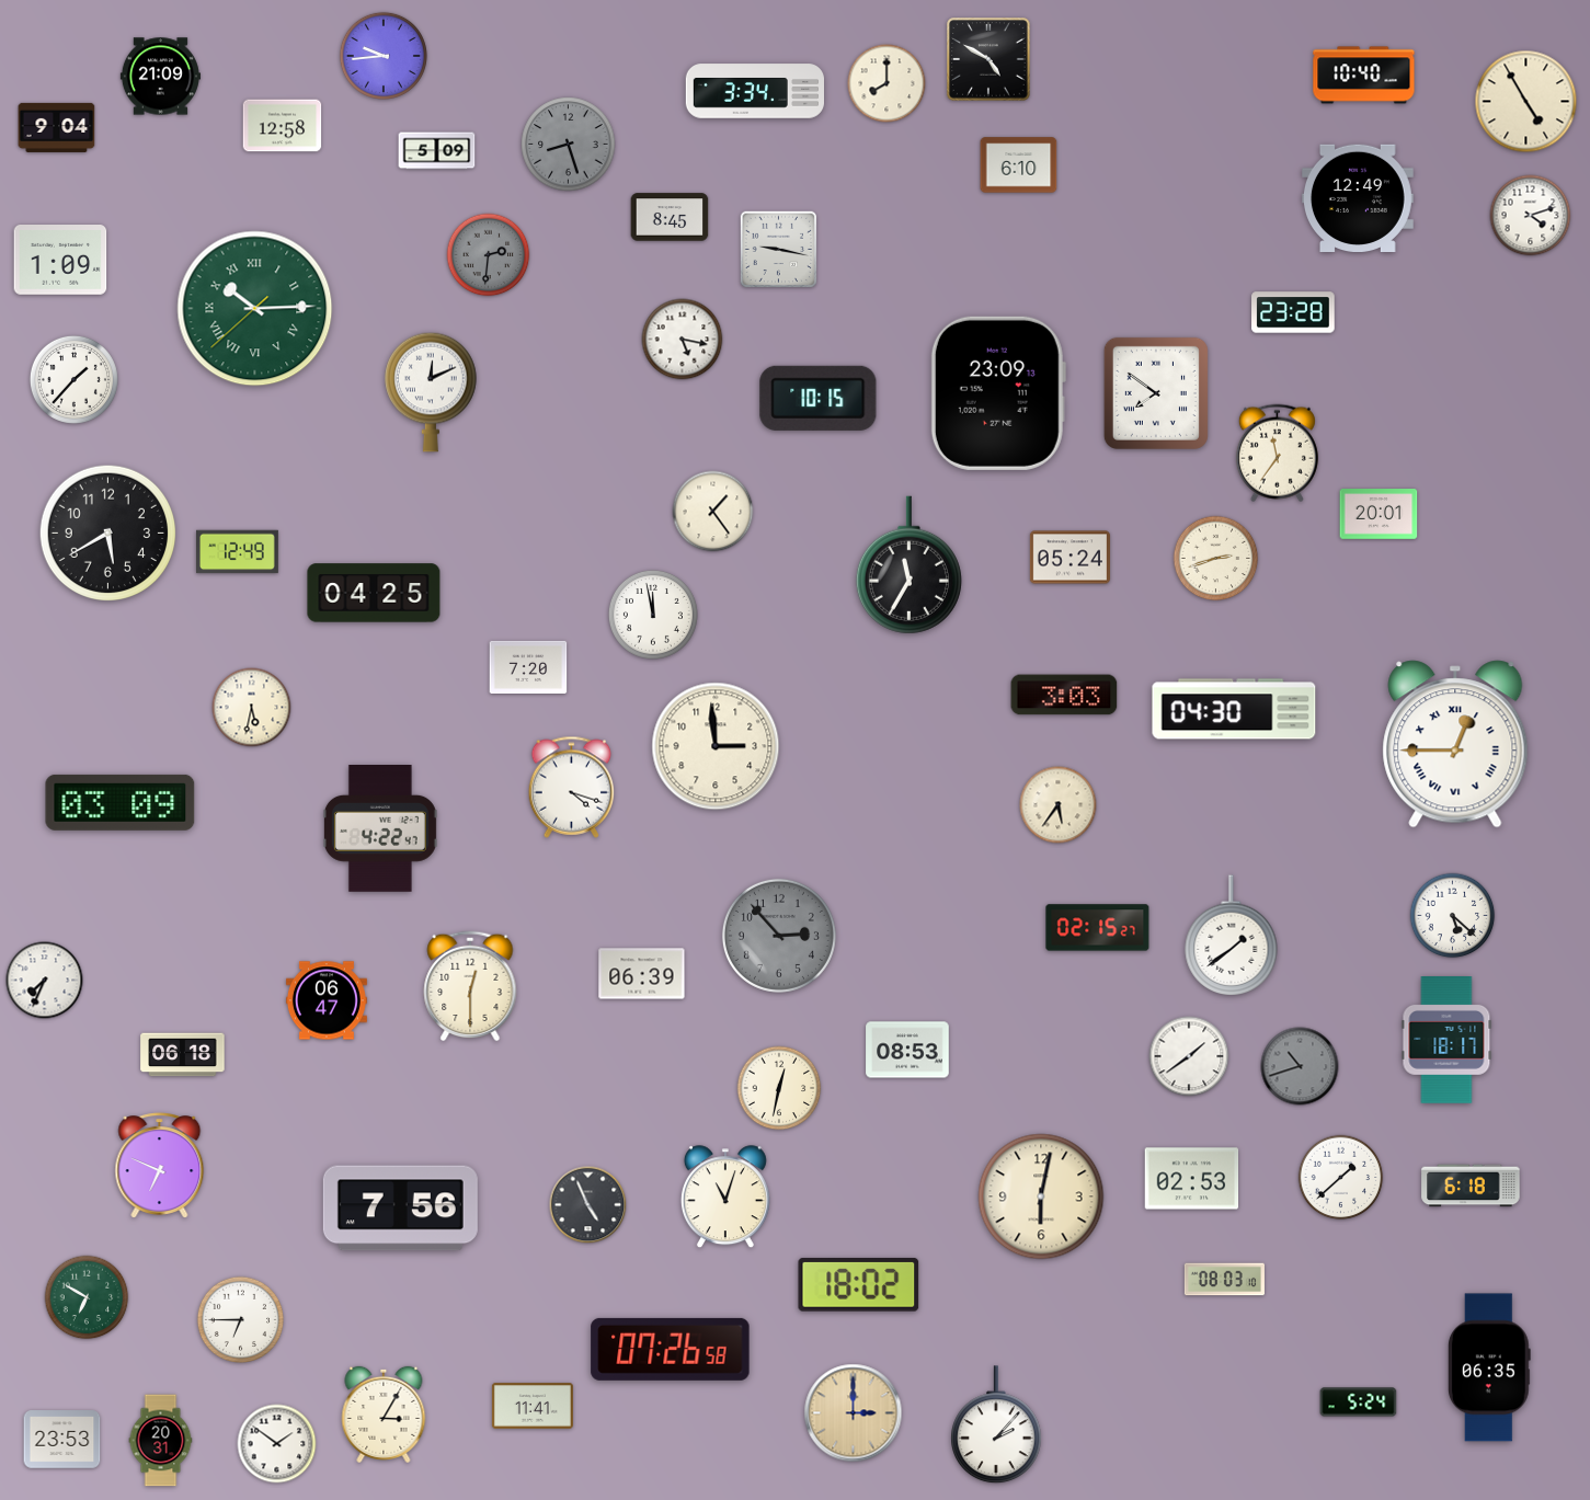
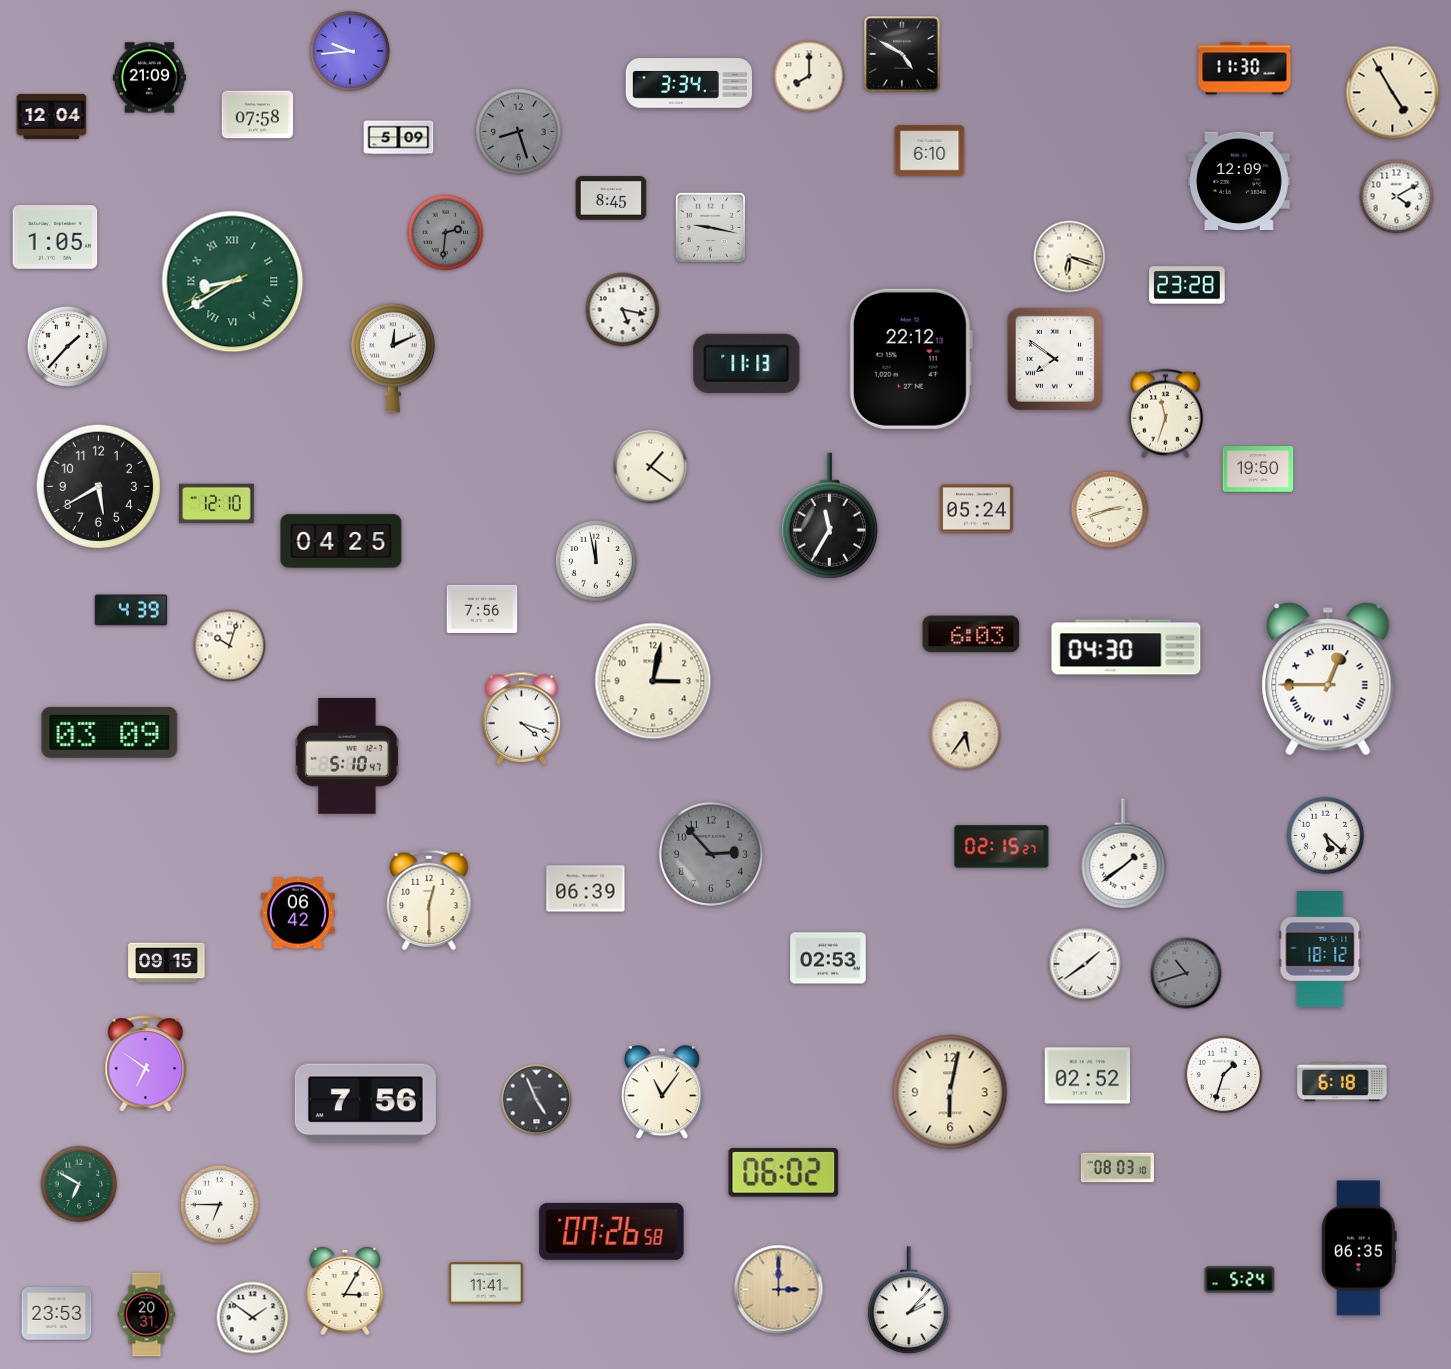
clock at (1364, 76): 10:40 -> 11:30
clock at (160, 77) position: (160, 77) -> (149, 78)
clock at (283, 126): 12:58 -> 07:58
clock at (57, 127): 9:04 -> 12:04
clock at (1359, 197): 12:49 -> 12:09
clock at (1531, 216): 4:12 -> 4:10
clock at (60, 261): 1:09 -> 1:05
clock at (1070, 257): none -> 6:18
clock at (255, 309): 10:14 -> 8:39
clock at (1293, 312) position: (1293, 312) -> (1187, 285)
clock at (998, 393): 23:09 -> 22:12
clock at (819, 398): 10:15 -> 11:13
clock at (1277, 454): 11:36 -> 11:33
clock at (713, 512): 1:24 -> 1:21
clock at (1379, 514): 20:01 -> 19:50
clock at (238, 552): 12:49 -> 12:10
clock at (528, 667): 7:20 -> 7:56
clock at (131, 610): none -> 4:39
clock at (1064, 695): 3:03 -> 6:03
clock at (252, 708): 5:32 -> 10:03
clock at (716, 746): 2:59 -> 3:02
clock at (380, 829): 4:22 -> 5:10
clock at (45, 981): 7:34 -> none
clock at (327, 1000): 06:47 -> 06:42
clock at (1446, 1041): 18:17 -> 18:12
clock at (907, 1050): 08:53 -> 02:53
clock at (183, 1055): 06:18 -> 09:15
clock at (779, 1088): 12:32 -> none
clock at (160, 1166): 6:49 -> 6:51
clock at (1341, 1178): 1:38 -> 1:33
clock at (1192, 1179): 02:53 -> 02:52
clock at (725, 1198): 11:03 -> 11:06
clock at (859, 1284): 18:02 -> 06:02
clock at (384, 1415) position: (384, 1415) -> (345, 1291)
